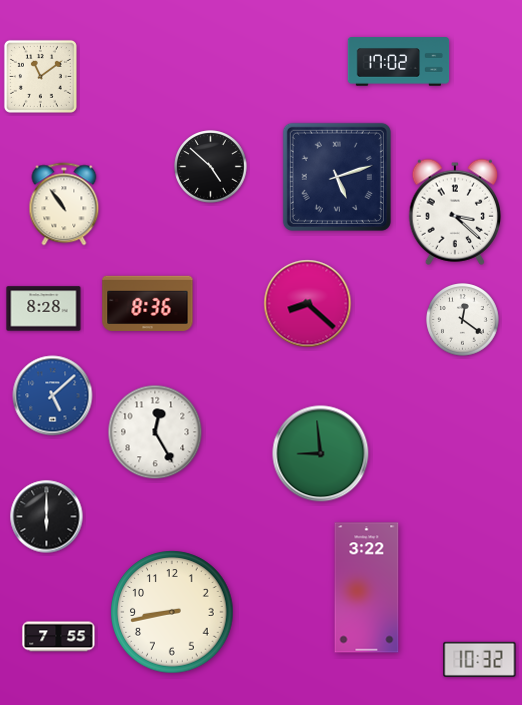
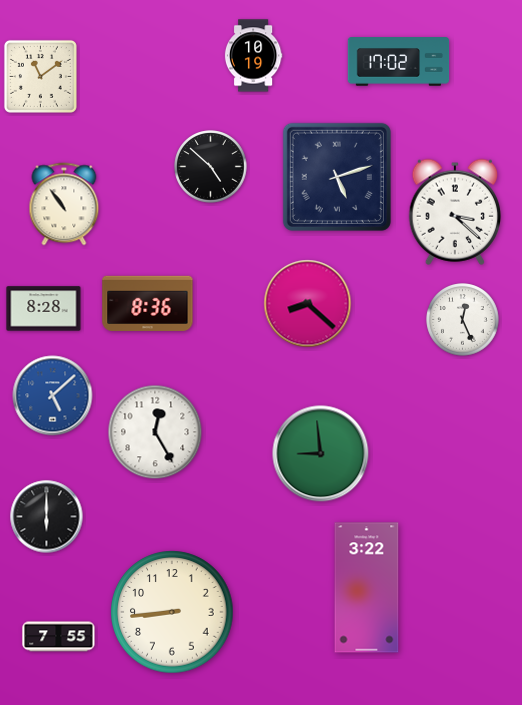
clock at (253, 56): none -> 10:19
clock at (463, 320): 12:21 -> 12:26
clock at (172, 612): 8:43 -> 8:44
clock at (480, 659): 10:32 -> none
